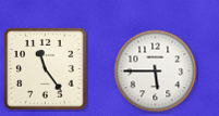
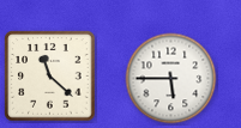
clock at (46, 69): 11:24 -> 11:22
